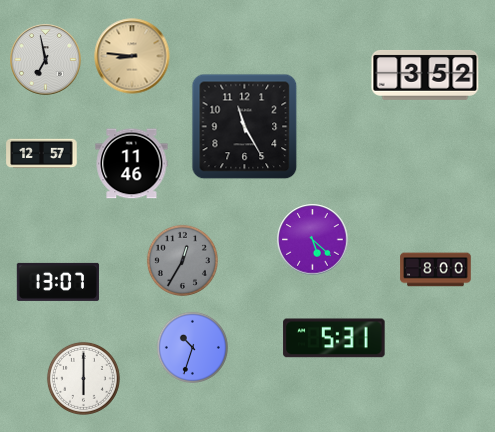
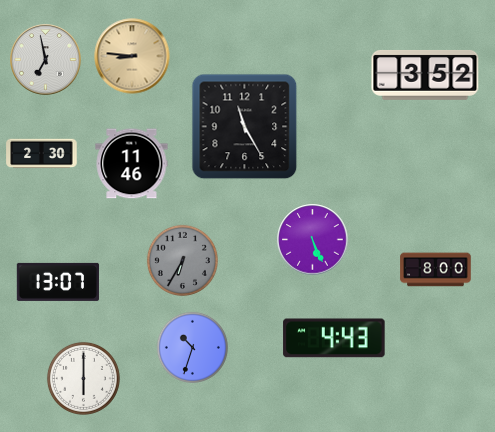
clock at (42, 154): 12:57 -> 2:30
clock at (313, 240): 5:22 -> 5:26
clock at (182, 260): 12:35 -> 6:35
clock at (334, 338): 5:31 -> 4:43
